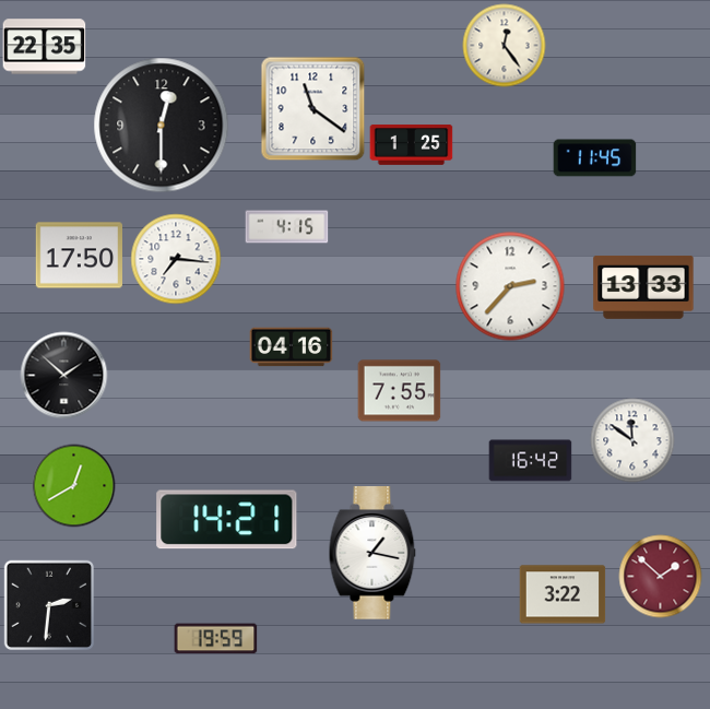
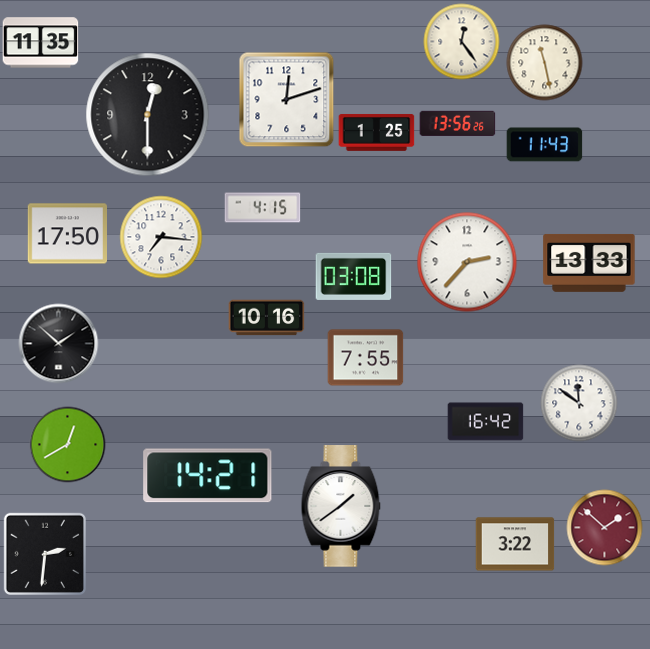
clock at (45, 47): 22:35 -> 11:35
clock at (545, 63): none -> 11:28
clock at (313, 109): 11:21 -> 12:12
clock at (458, 123): none -> 13:56
clock at (595, 158): 11:45 -> 11:43
clock at (80, 256) position: (80, 256) -> (68, 234)
clock at (354, 276): none -> 03:08
clock at (292, 347): 04:16 -> 10:16
clock at (372, 553): 1:17 -> 1:39
clock at (216, 639): 19:59 -> none
